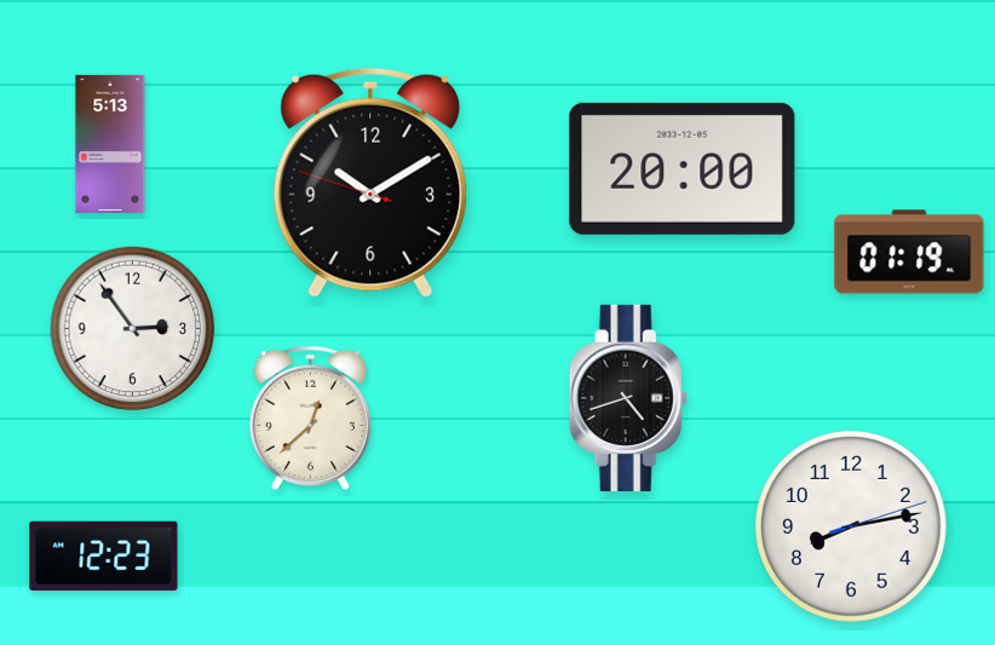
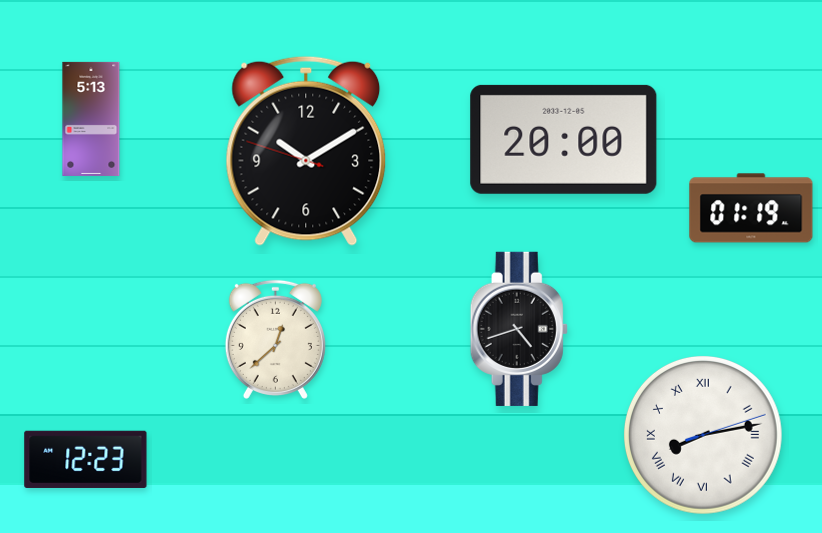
clock at (133, 329): 2:54 -> none
clock at (310, 417) position: (310, 417) -> (275, 339)
clock at (852, 528) numerals: Arabic -> Roman
